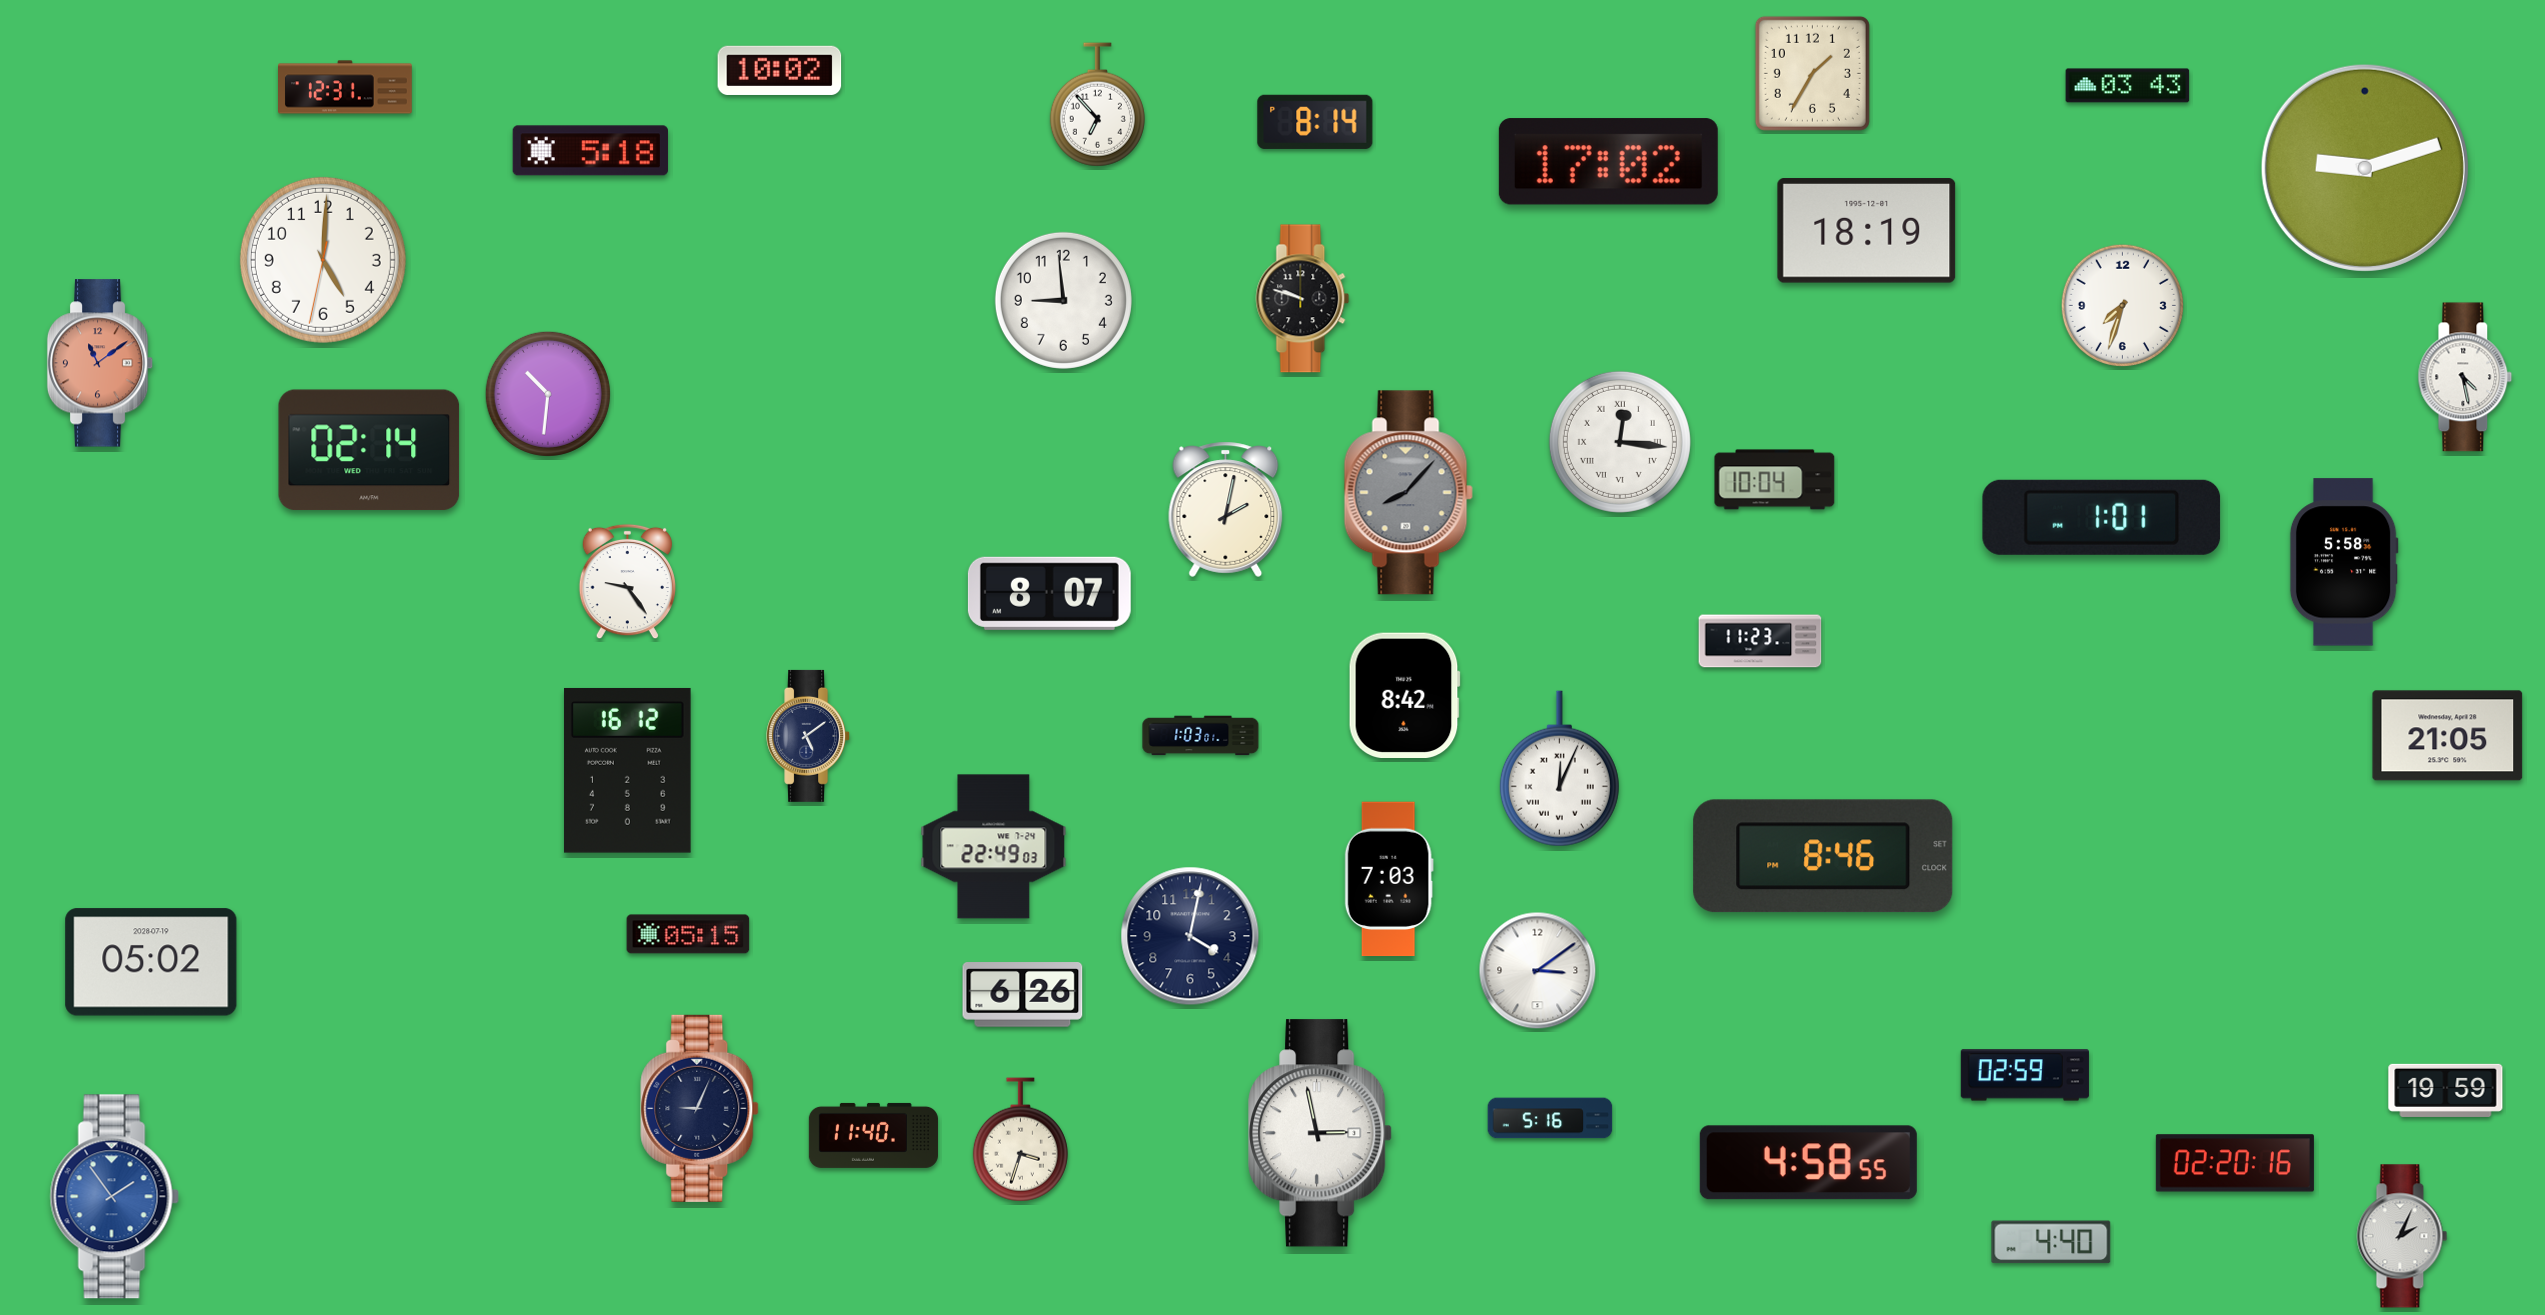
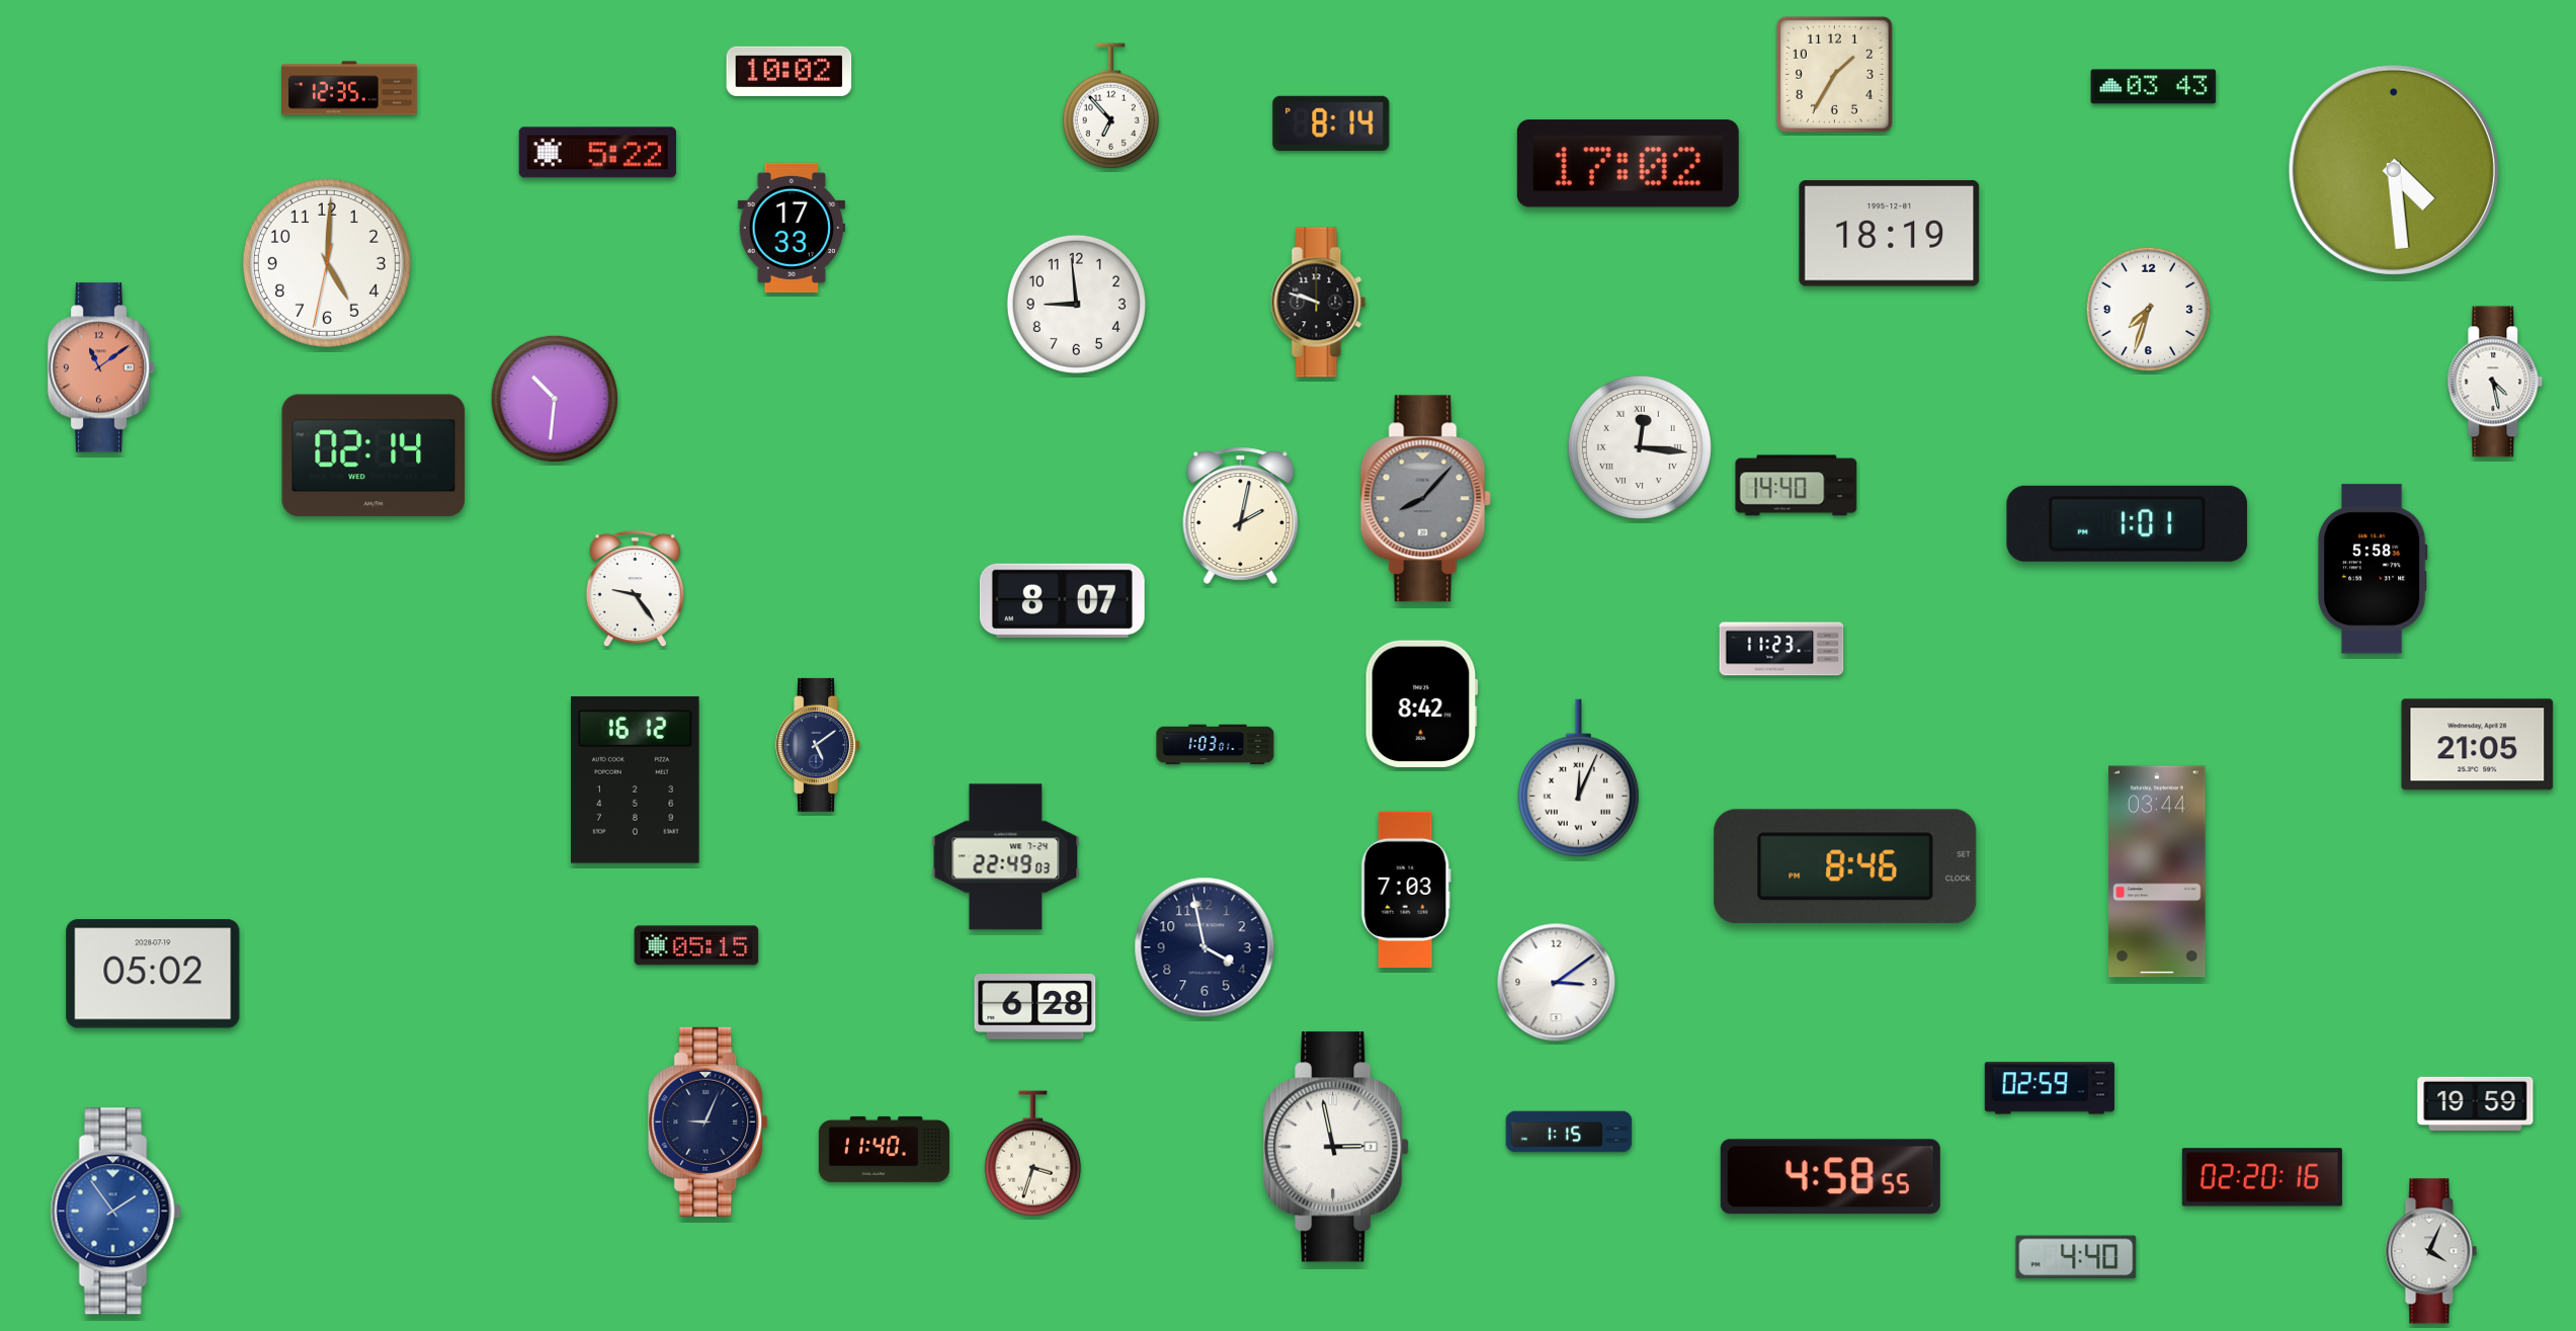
clock at (346, 87): 12:31 -> 12:35
clock at (590, 151): 5:18 -> 5:22
clock at (2365, 168): 9:12 -> 4:29
clock at (792, 228): none -> 17:33
clock at (1775, 480): 10:04 -> 14:40
clock at (2157, 871): none -> 03:44
clock at (1190, 936): 4:02 -> 3:58
clock at (1023, 995): 6:26 -> 6:28
clock at (1550, 1118): 5:16 -> 1:15
clock at (2402, 1236): 2:04 -> 4:04
